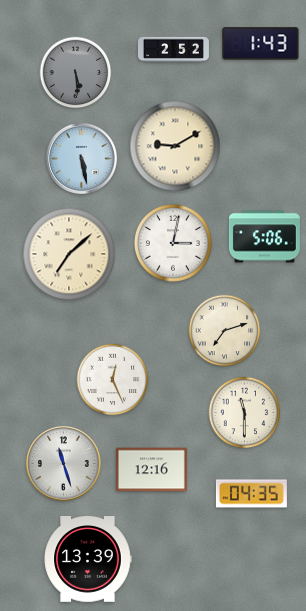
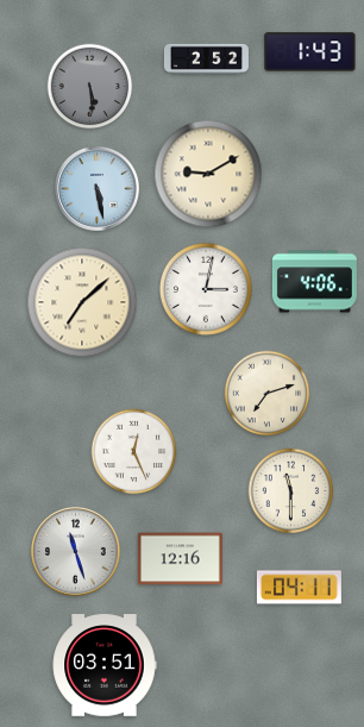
clock at (264, 237): 5:06 -> 4:06
clock at (251, 494): 04:35 -> 04:11
clock at (88, 559): 13:39 -> 03:51
